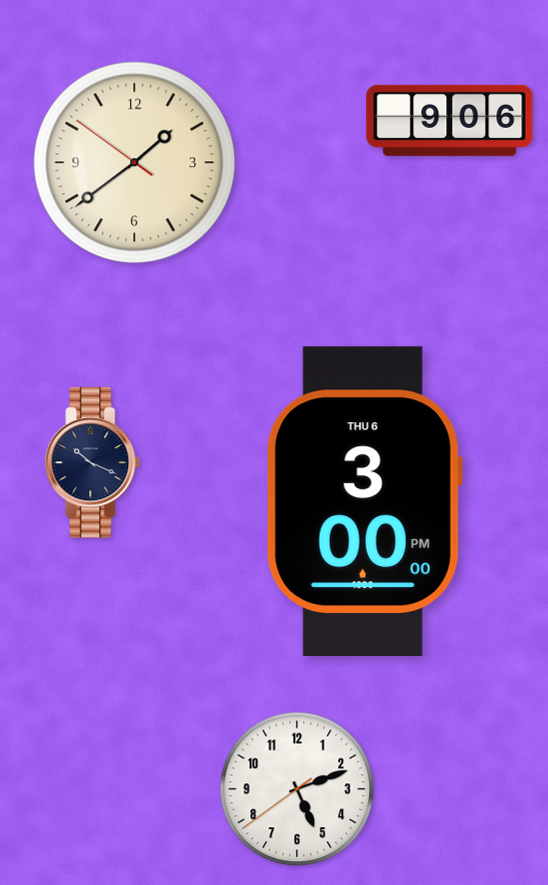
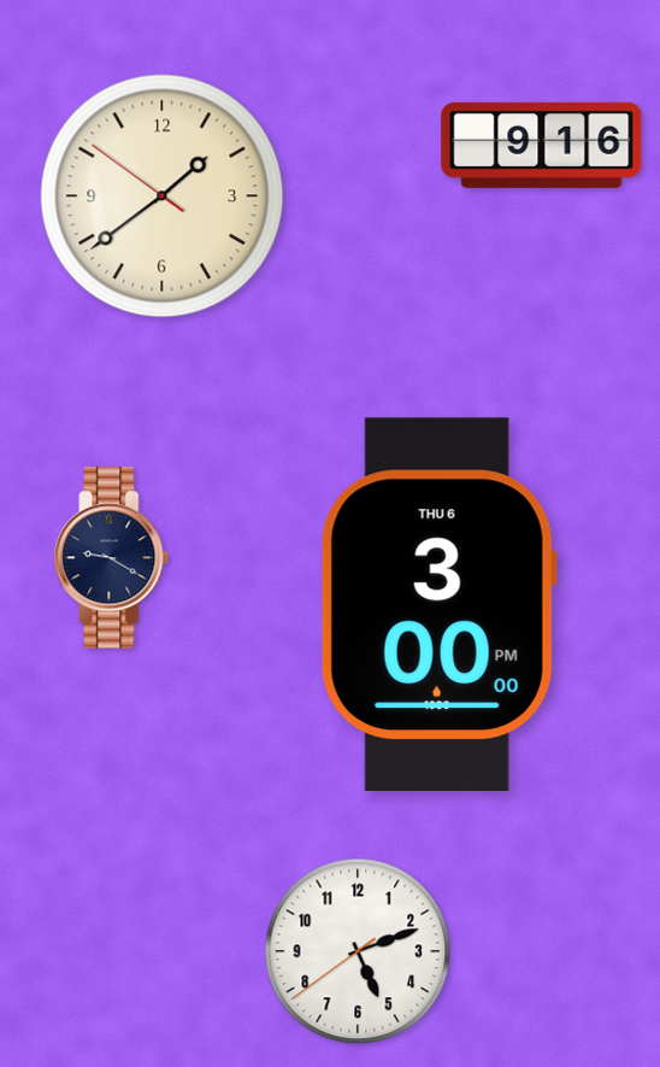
clock at (450, 120): 9:06 -> 9:16
clock at (93, 463): 10:19 -> 9:20
